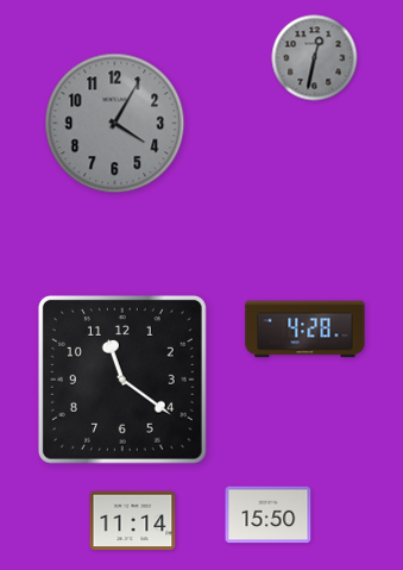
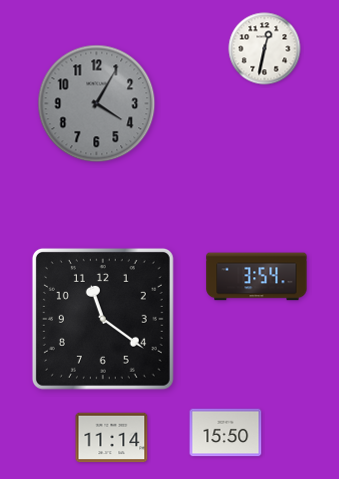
clock at (315, 58) dial: grey -> white
clock at (306, 330): 4:28 -> 3:54
